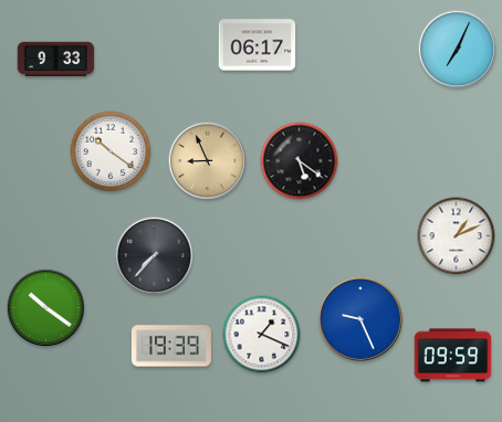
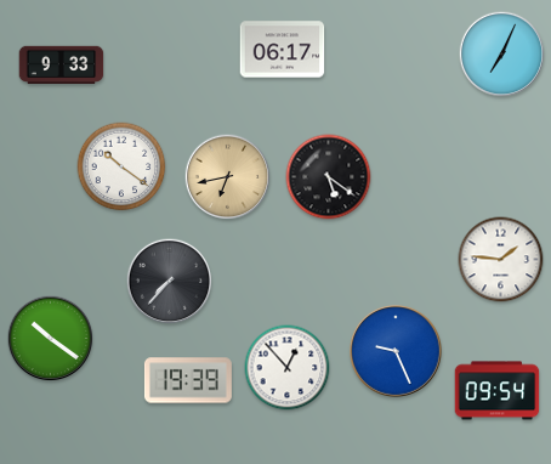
clock at (208, 161): 8:56 -> 6:43
clock at (457, 236): 1:11 -> 1:46
clock at (262, 335): 1:19 -> 12:53
clock at (453, 356): 09:59 -> 09:54
